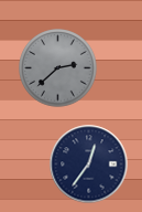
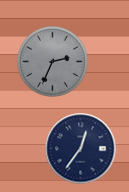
clock at (58, 68): 2:38 -> 2:34
